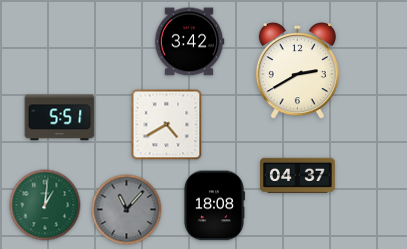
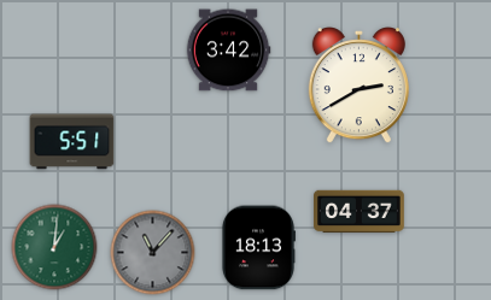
clock at (167, 125): 4:40 -> none
clock at (214, 206): 18:08 -> 18:13
